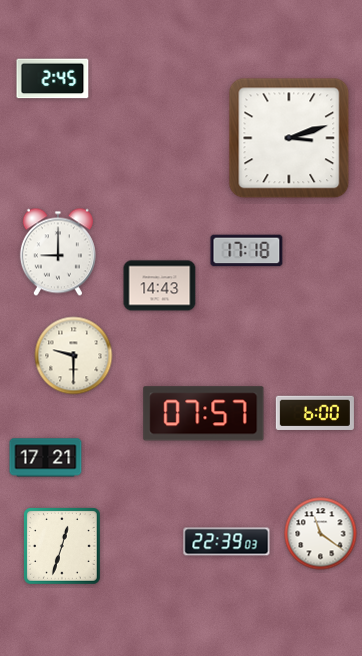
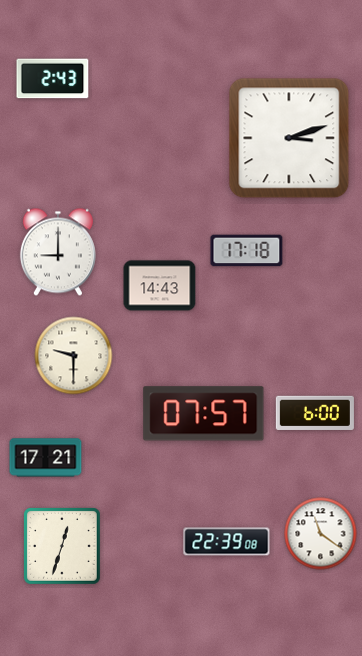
clock at (53, 79): 2:45 -> 2:43
clock at (227, 542): 22:39:03 -> 22:39:08
